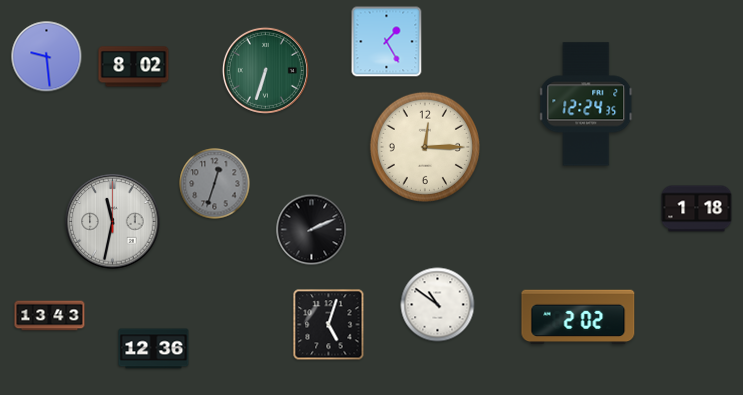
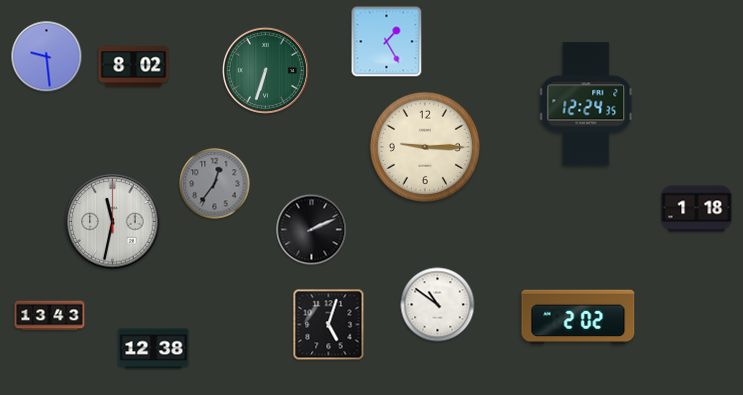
clock at (425, 147): 12:15 -> 9:15
clock at (215, 184): 12:33 -> 12:36
clock at (154, 349): 12:36 -> 12:38
